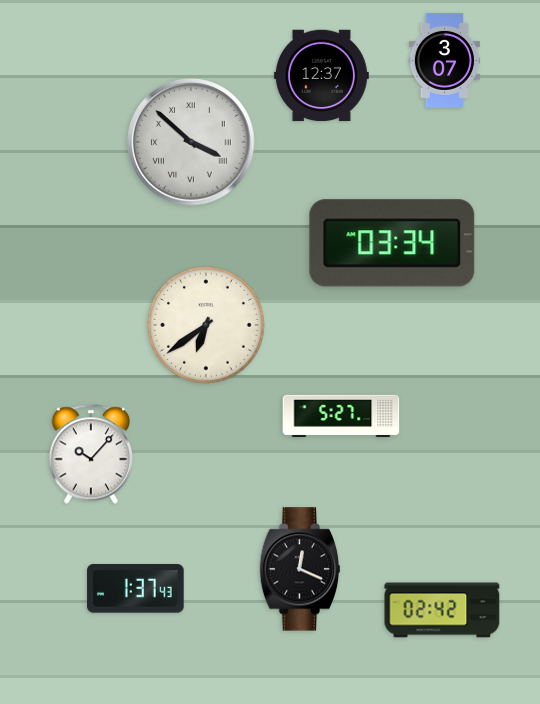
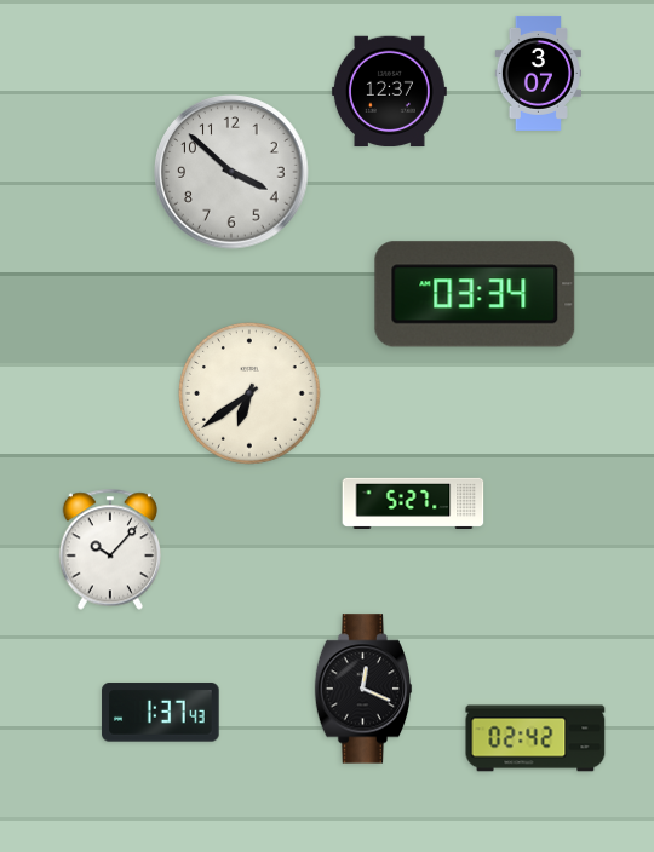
clock at (191, 142) numerals: Roman -> Arabic
clock at (136, 589) position: (136, 589) -> (161, 713)
